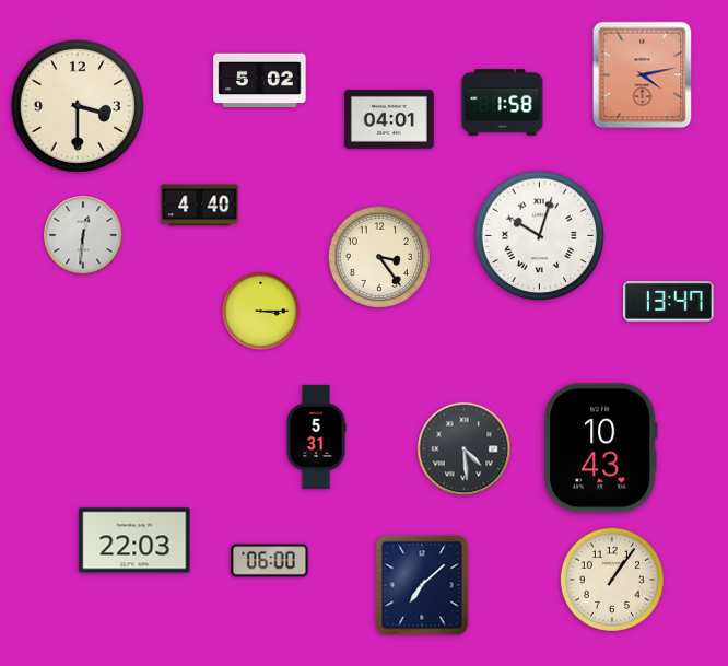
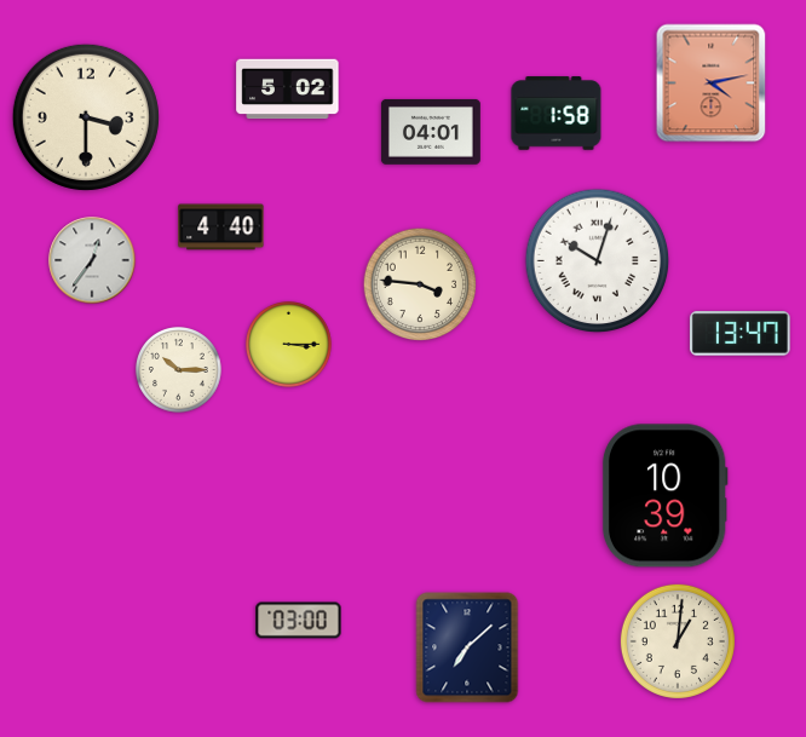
clock at (83, 235): 12:31 -> 12:36
clock at (379, 257): 3:24 -> 3:46
clock at (179, 370): none -> 10:15
clock at (316, 436): 5:31 -> none
clock at (600, 448): 10:43 -> 10:39
clock at (465, 449): 4:29 -> none
clock at (134, 540): 22:03 -> none
clock at (270, 561): 06:00 -> 03:00
clock at (612, 580): 1:06 -> 1:01
